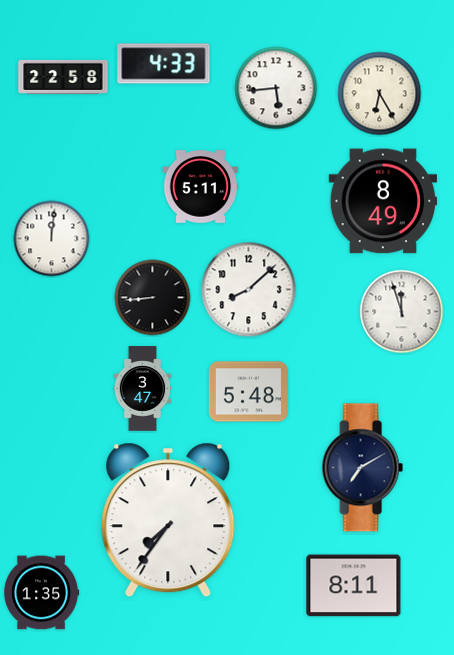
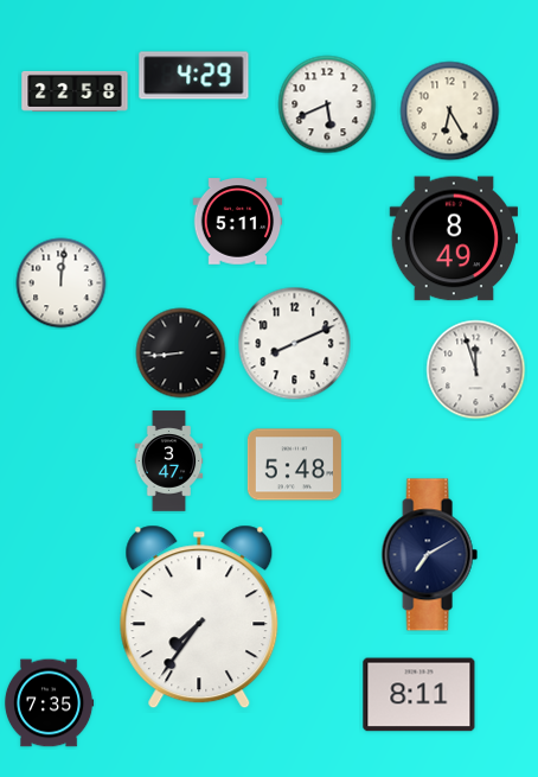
clock at (164, 64): 4:33 -> 4:29
clock at (276, 88): 5:44 -> 5:41
clock at (249, 290): 8:08 -> 8:11
clock at (41, 593): 1:35 -> 7:35
